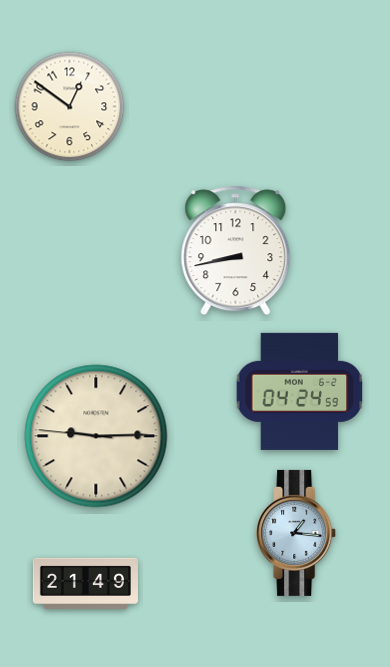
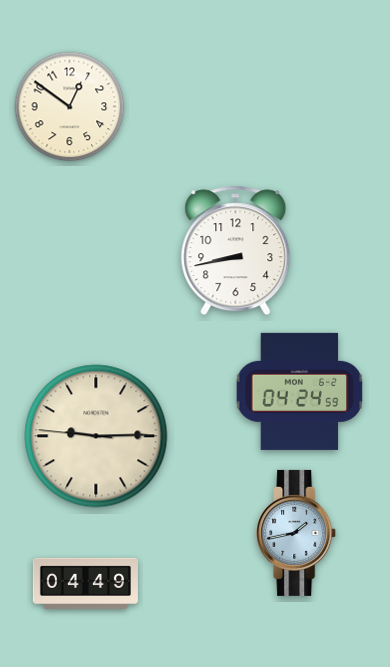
clock at (297, 533): 1:16 -> 1:43
clock at (85, 583): 21:49 -> 04:49
